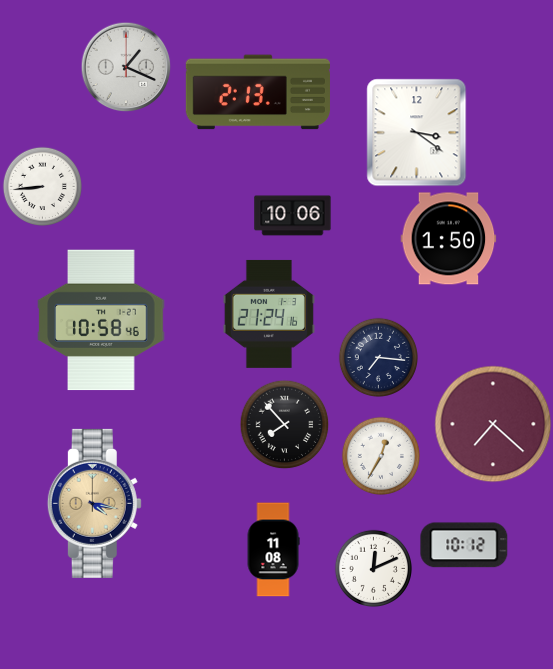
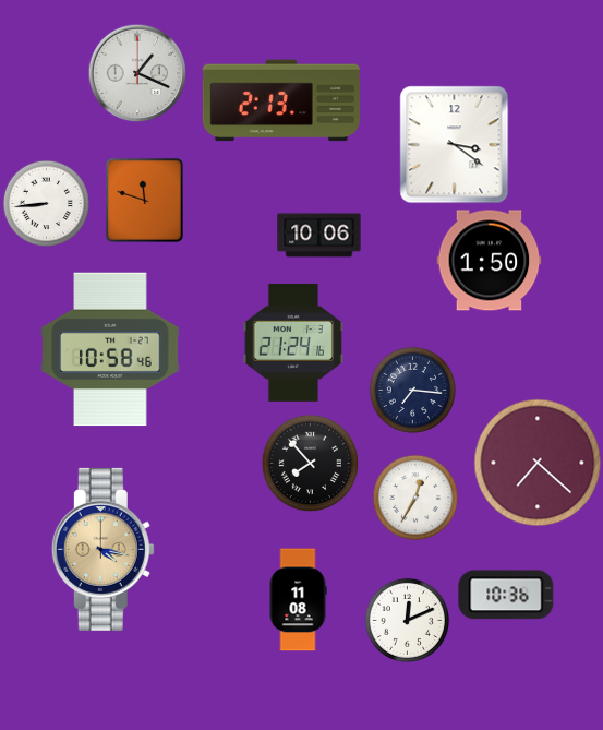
clock at (144, 201): none -> 11:48
clock at (464, 545): 10:12 -> 10:36
